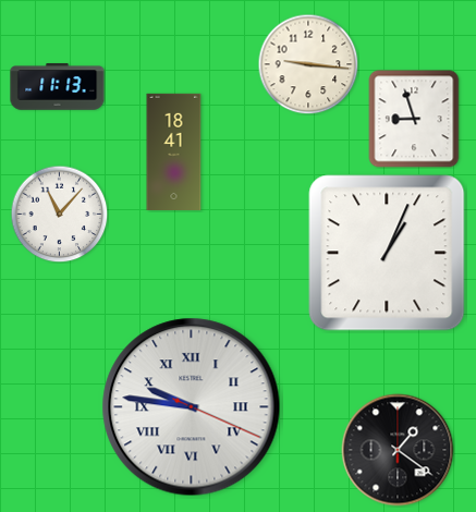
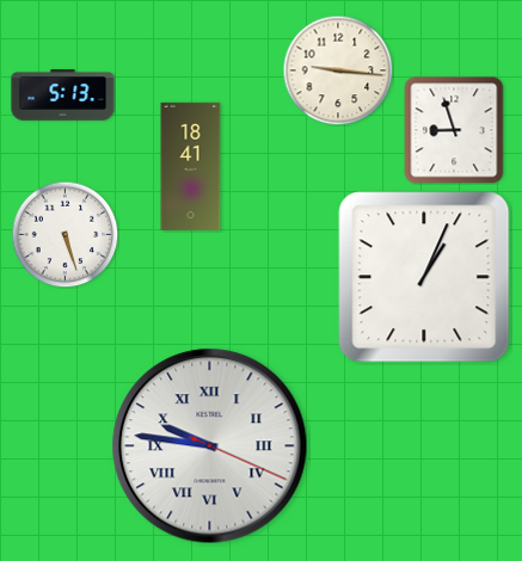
clock at (58, 87): 11:13 -> 5:13
clock at (59, 214): 11:07 -> 5:27
clock at (398, 450): 1:21 -> none
